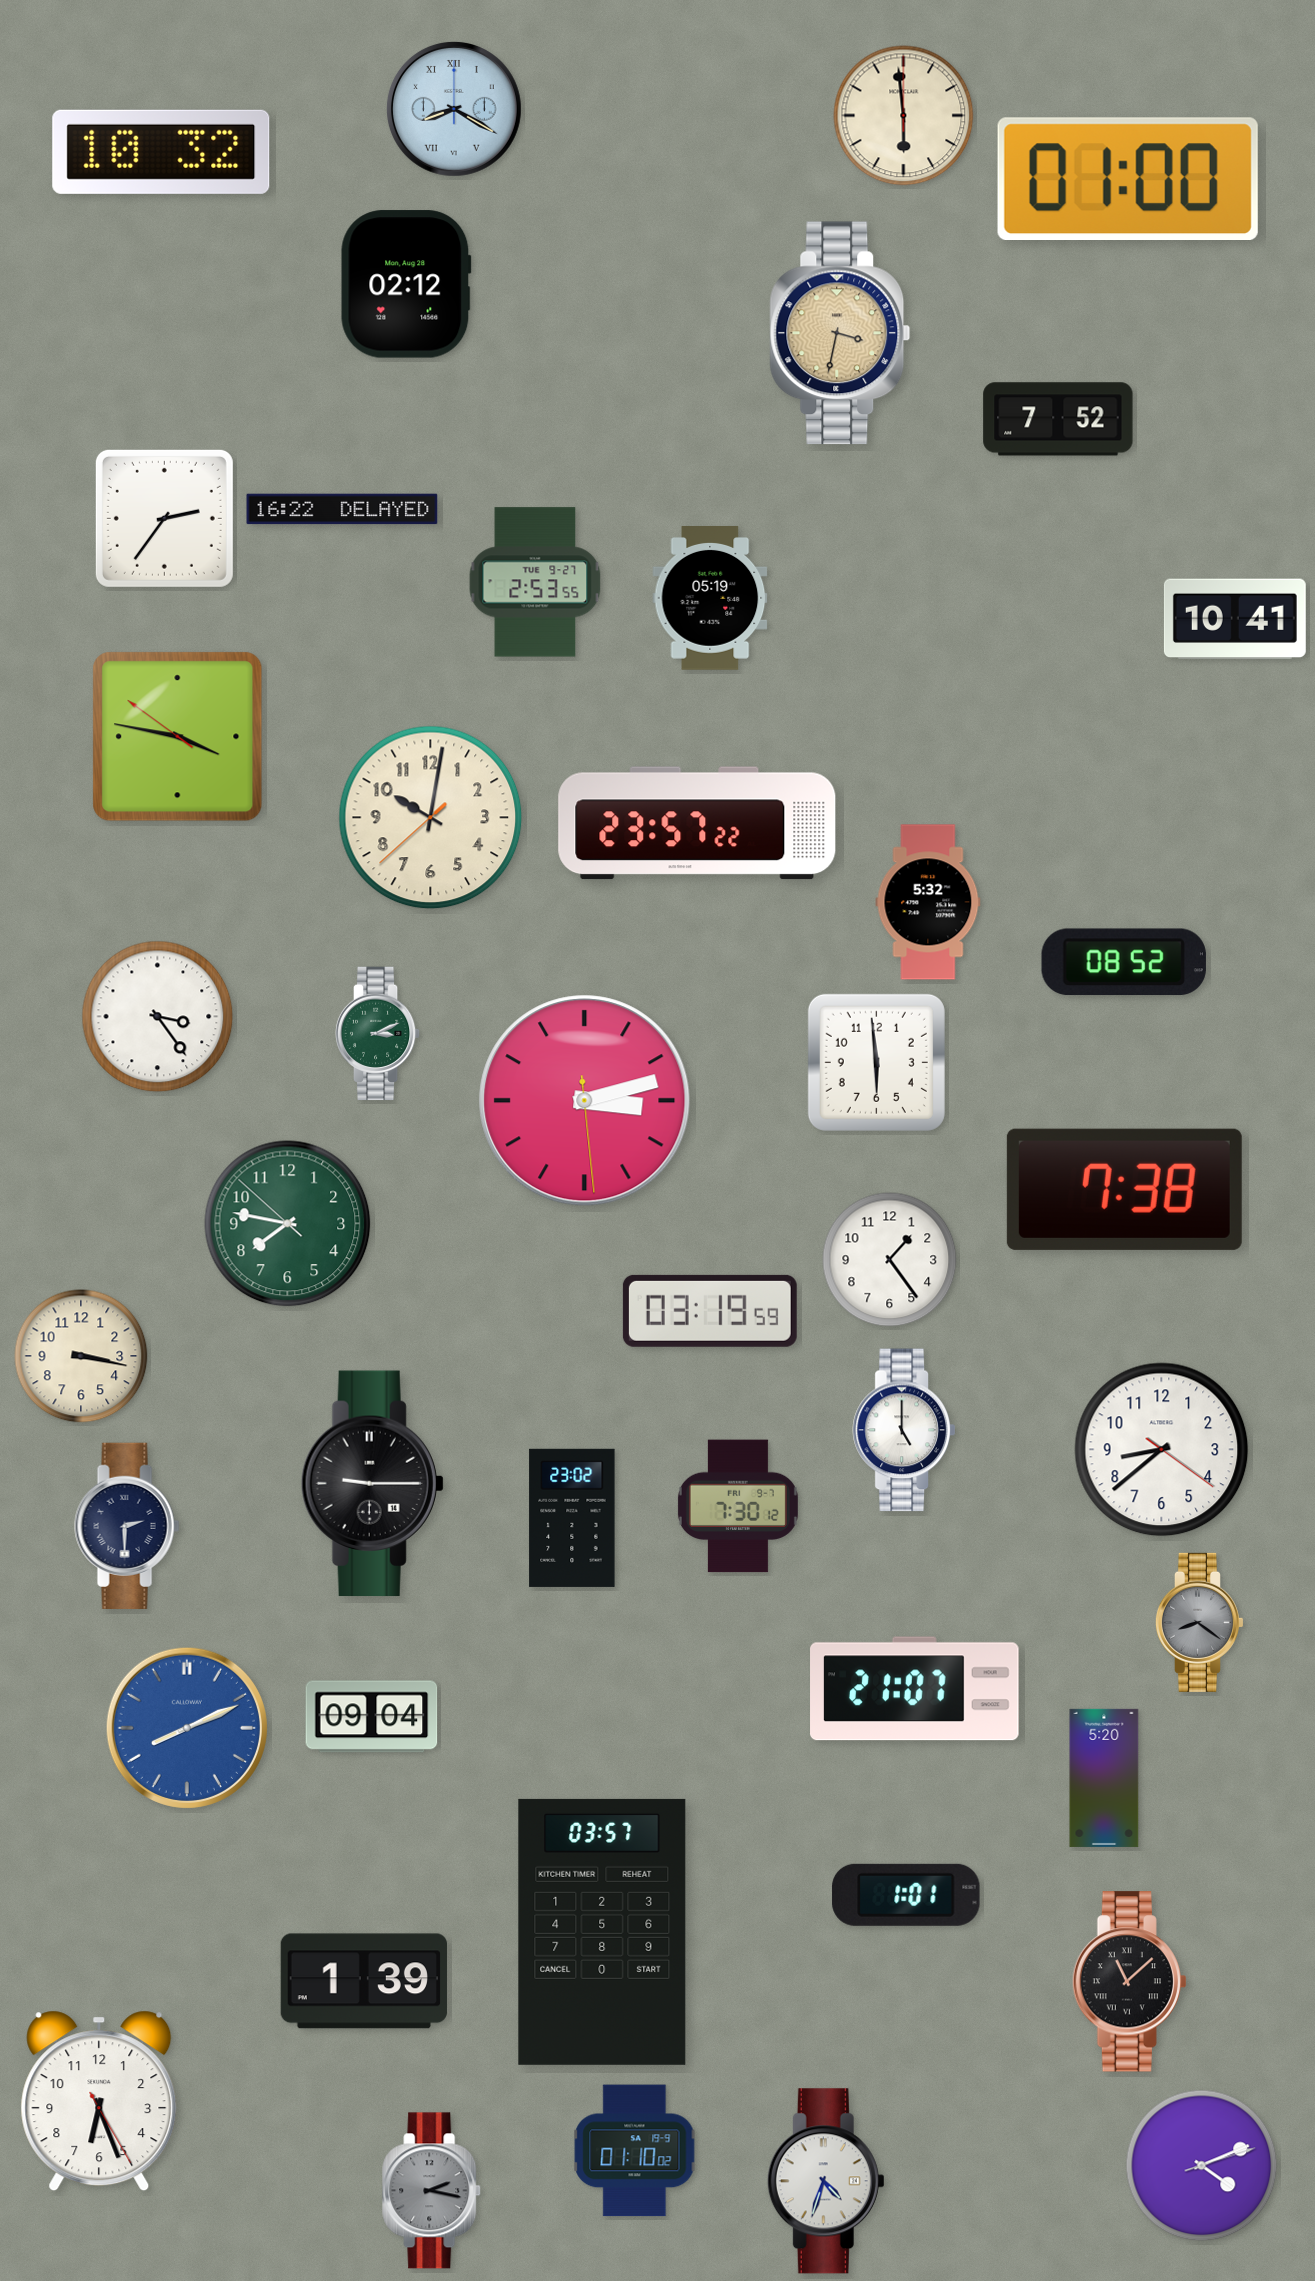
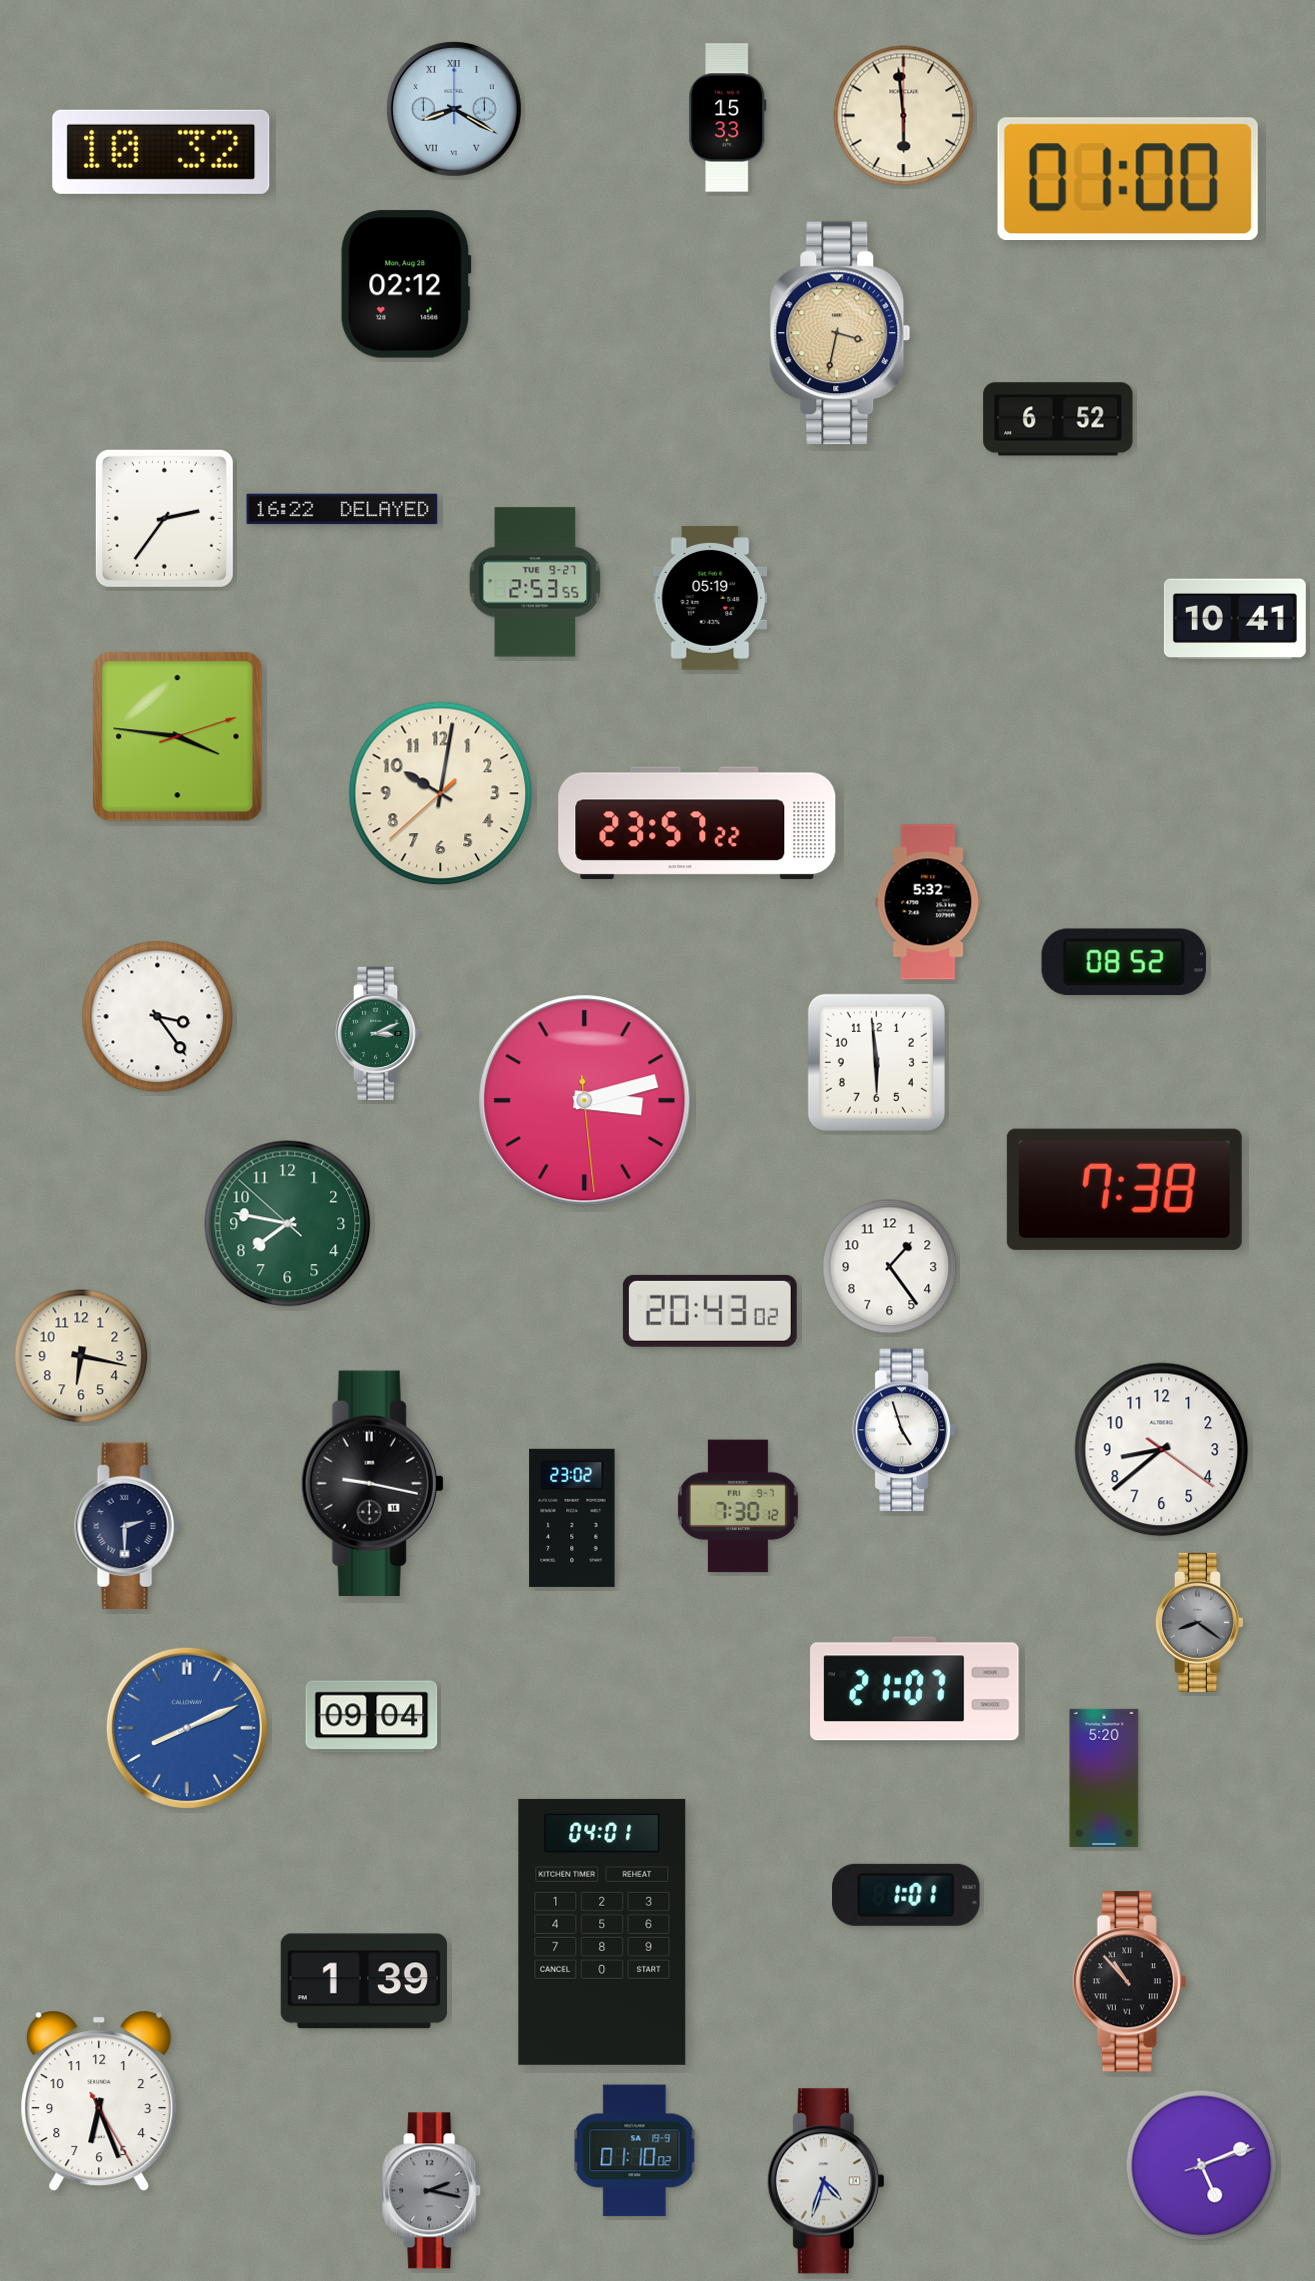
clock at (728, 118): none -> 15:33
clock at (1058, 419): 7:52 -> 6:52
clock at (178, 737): 3:46:51 -> 3:46:12
clock at (431, 818) position: (431, 818) -> (441, 794)
clock at (890, 1260) position: (890, 1260) -> (890, 1267)
clock at (710, 1311): 03:19 -> 20:43
clock at (81, 1356): 3:17 -> 6:17
clock at (904, 1430): 5:00 -> 4:57
clock at (372, 1484): 9:15 -> 9:17
clock at (602, 1932): 03:57 -> 04:01
clock at (1129, 1982): 11:08 -> 10:53
clock at (1202, 2166): 4:11 -> 5:11
